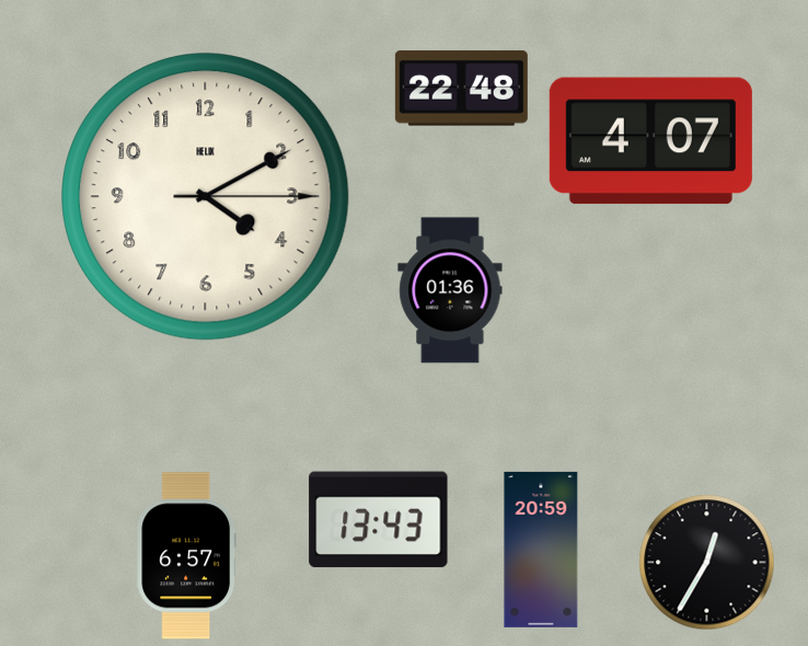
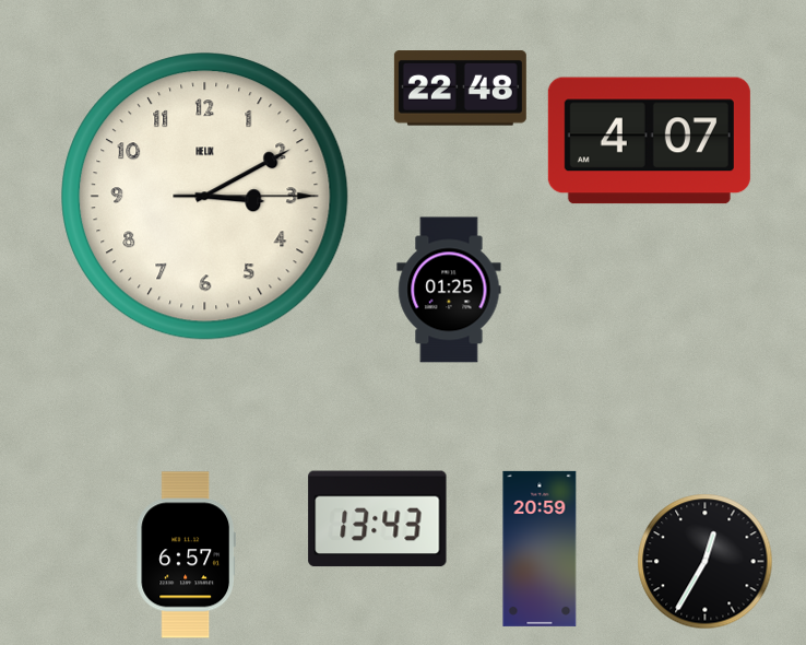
clock at (206, 197): 4:10 -> 3:10
clock at (450, 290): 01:36 -> 01:25
